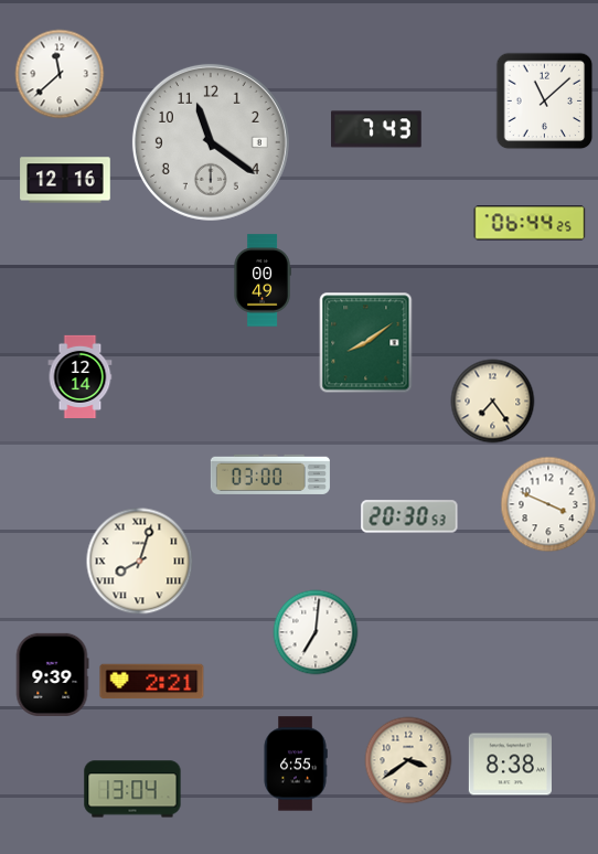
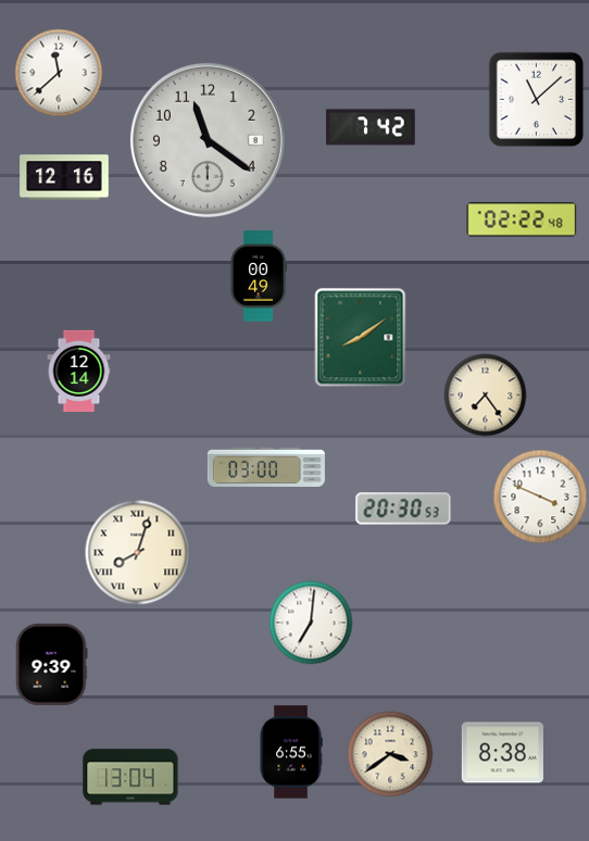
clock at (376, 129): 7:43 -> 7:42
clock at (530, 223): 06:44 -> 02:22
clock at (152, 682): 2:21 -> none
clock at (408, 760) position: (408, 760) -> (390, 754)
